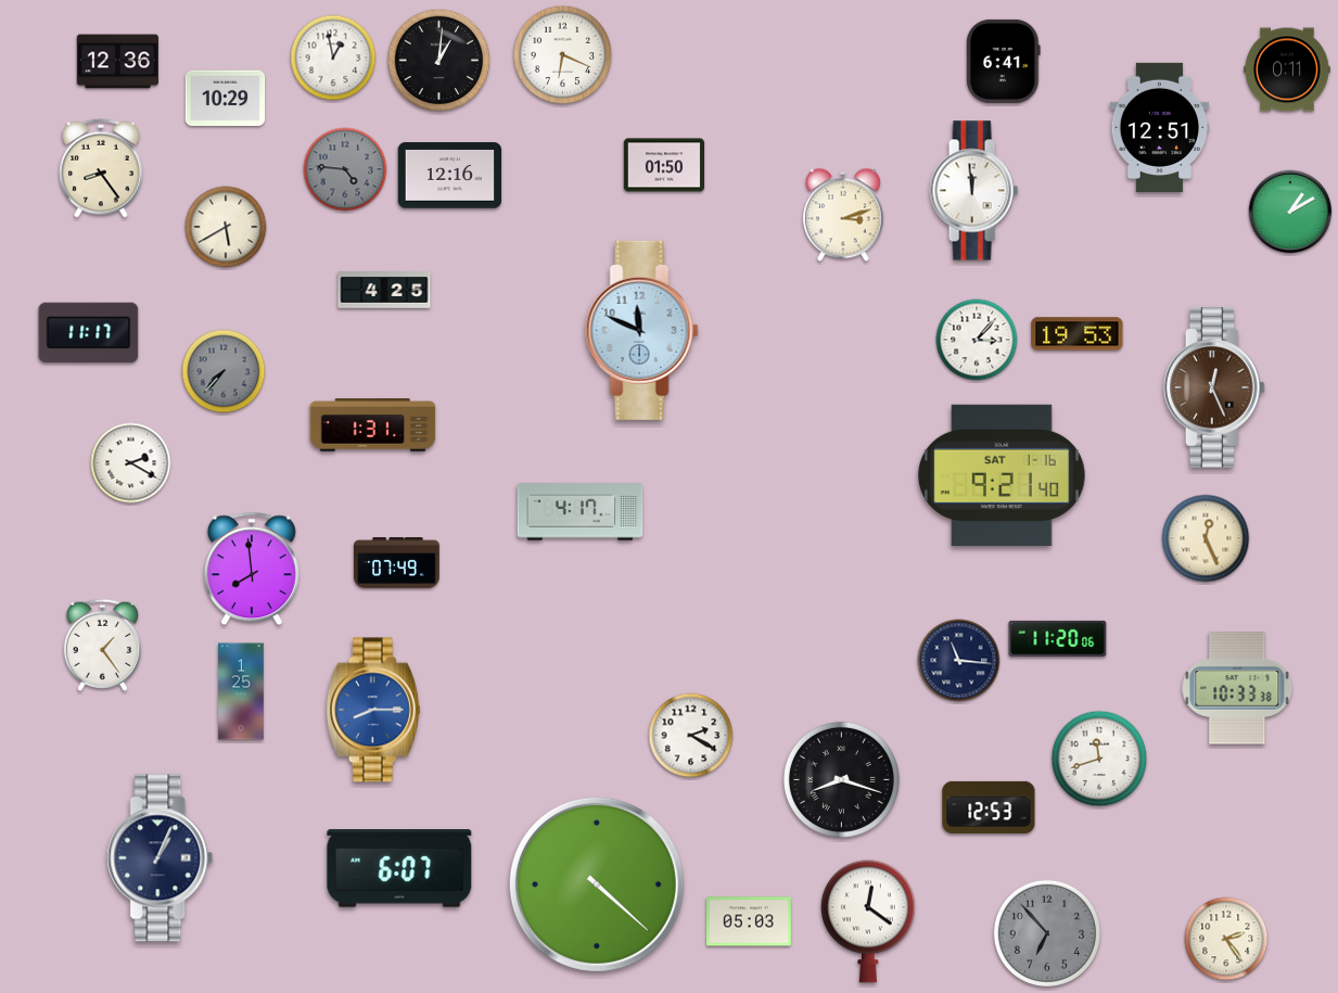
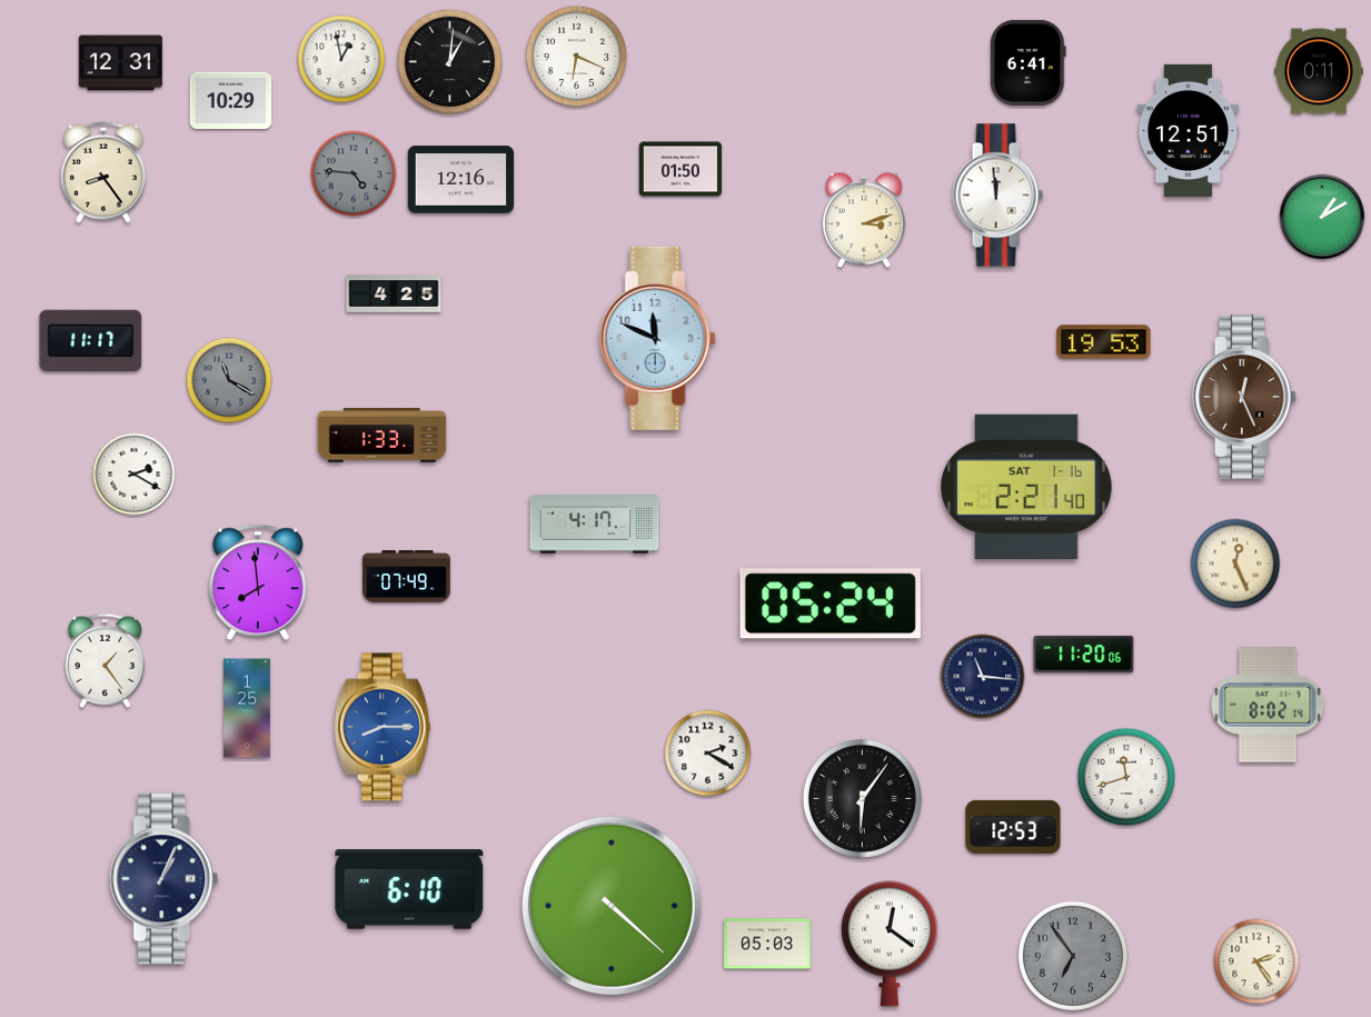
clock at (117, 62): 12:36 -> 12:31
clock at (226, 227): 5:40 -> none
clock at (384, 290) position: (384, 290) -> (394, 293)
clock at (977, 340): 3:07 -> none
clock at (224, 371): 7:37 -> 11:20
clock at (373, 425): 1:31 -> 1:33
clock at (1002, 475): 9:21 -> 2:21
clock at (1206, 538) position: (1206, 538) -> (1235, 564)
clock at (831, 604): none -> 05:24
clock at (1237, 688): 10:33 -> 8:02
clock at (841, 779): 8:18 -> 6:06
clock at (399, 868): 6:07 -> 6:10
clock at (1047, 933): 6:53 -> 6:54
